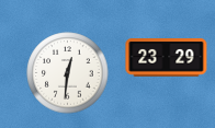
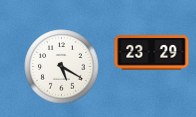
clock at (68, 73): 12:31 -> 5:20
